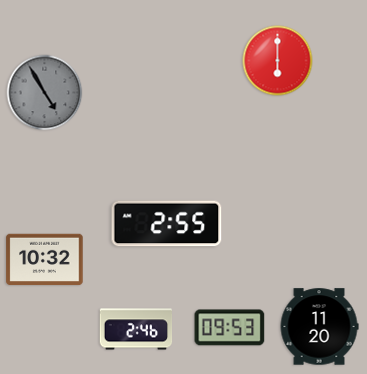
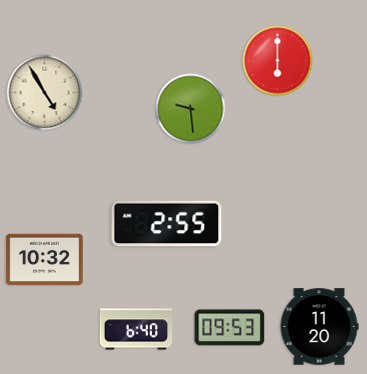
clock at (45, 93) dial: grey -> cream
clock at (191, 109): none -> 9:29
clock at (136, 329): 2:46 -> 6:40
